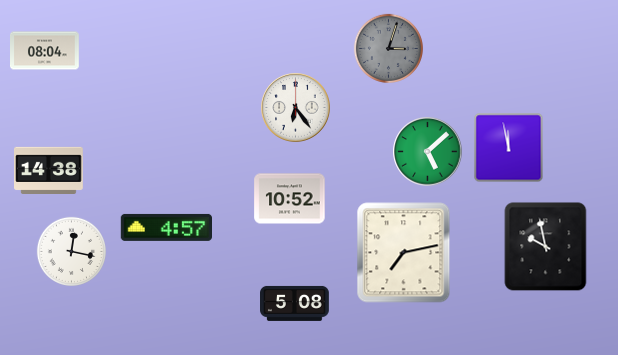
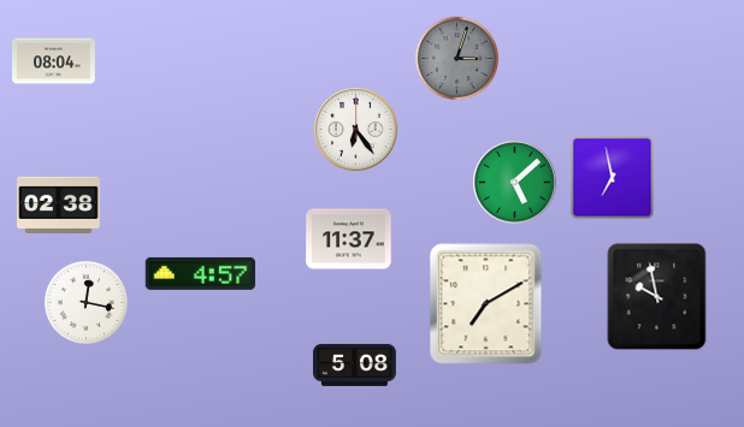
clock at (388, 48) position: (388, 48) -> (456, 58)
clock at (509, 148): 11:58 -> 6:58
clock at (49, 170): 14:38 -> 02:38
clock at (290, 199): 10:52 -> 11:37
clock at (404, 253): 7:13 -> 7:10
